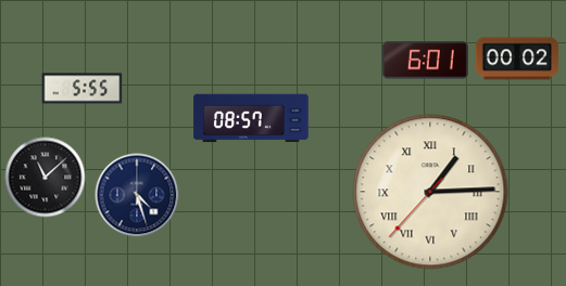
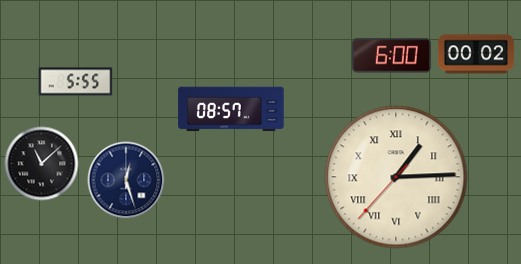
clock at (425, 61): 6:01 -> 6:00
clock at (137, 195): 4:27 -> 12:27
